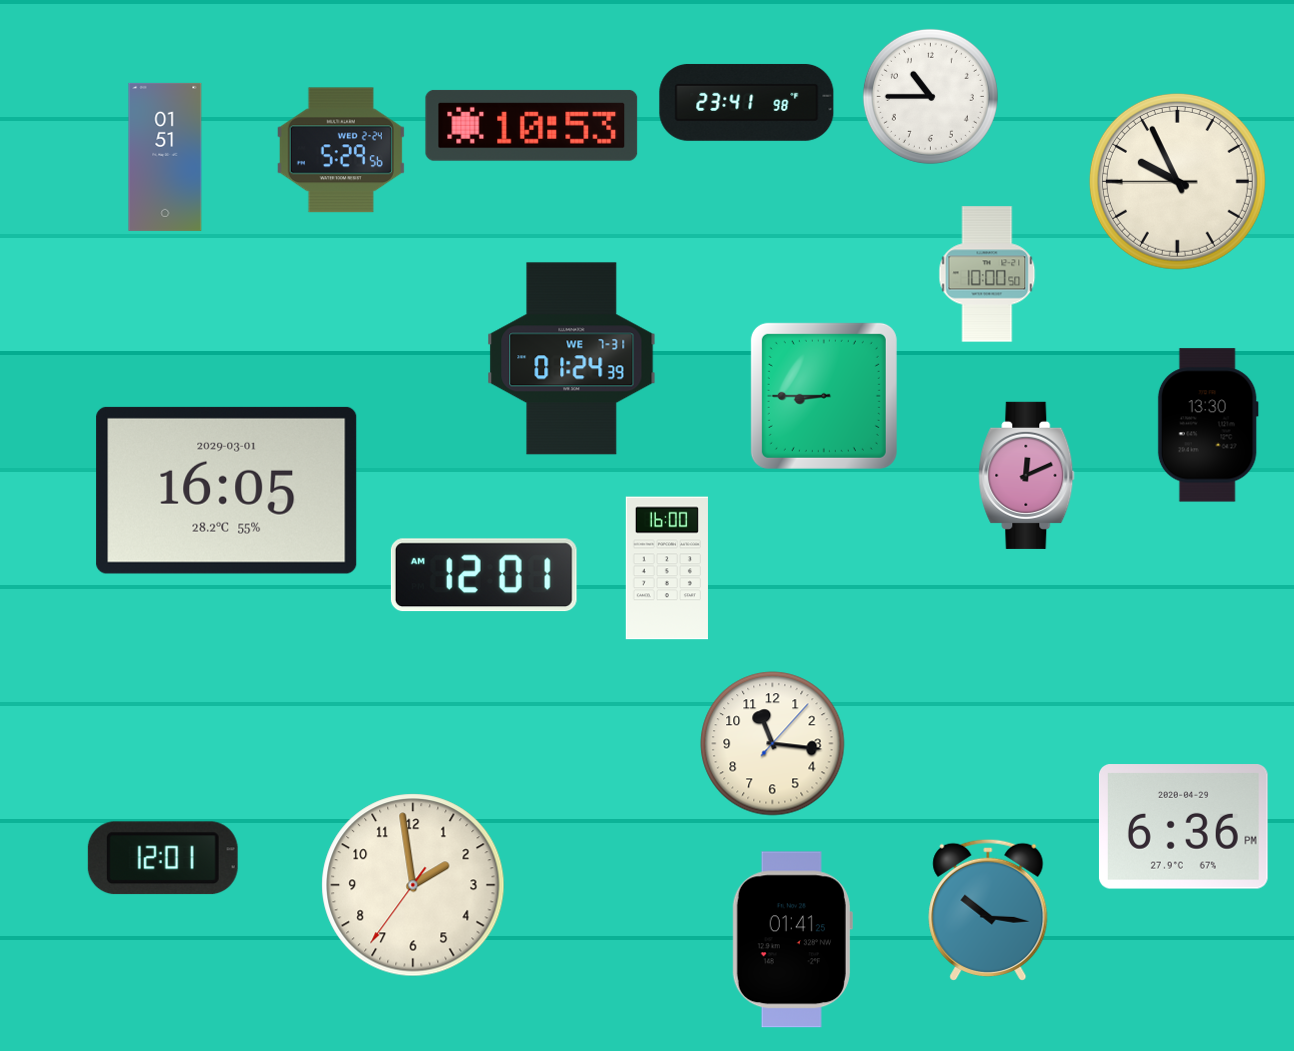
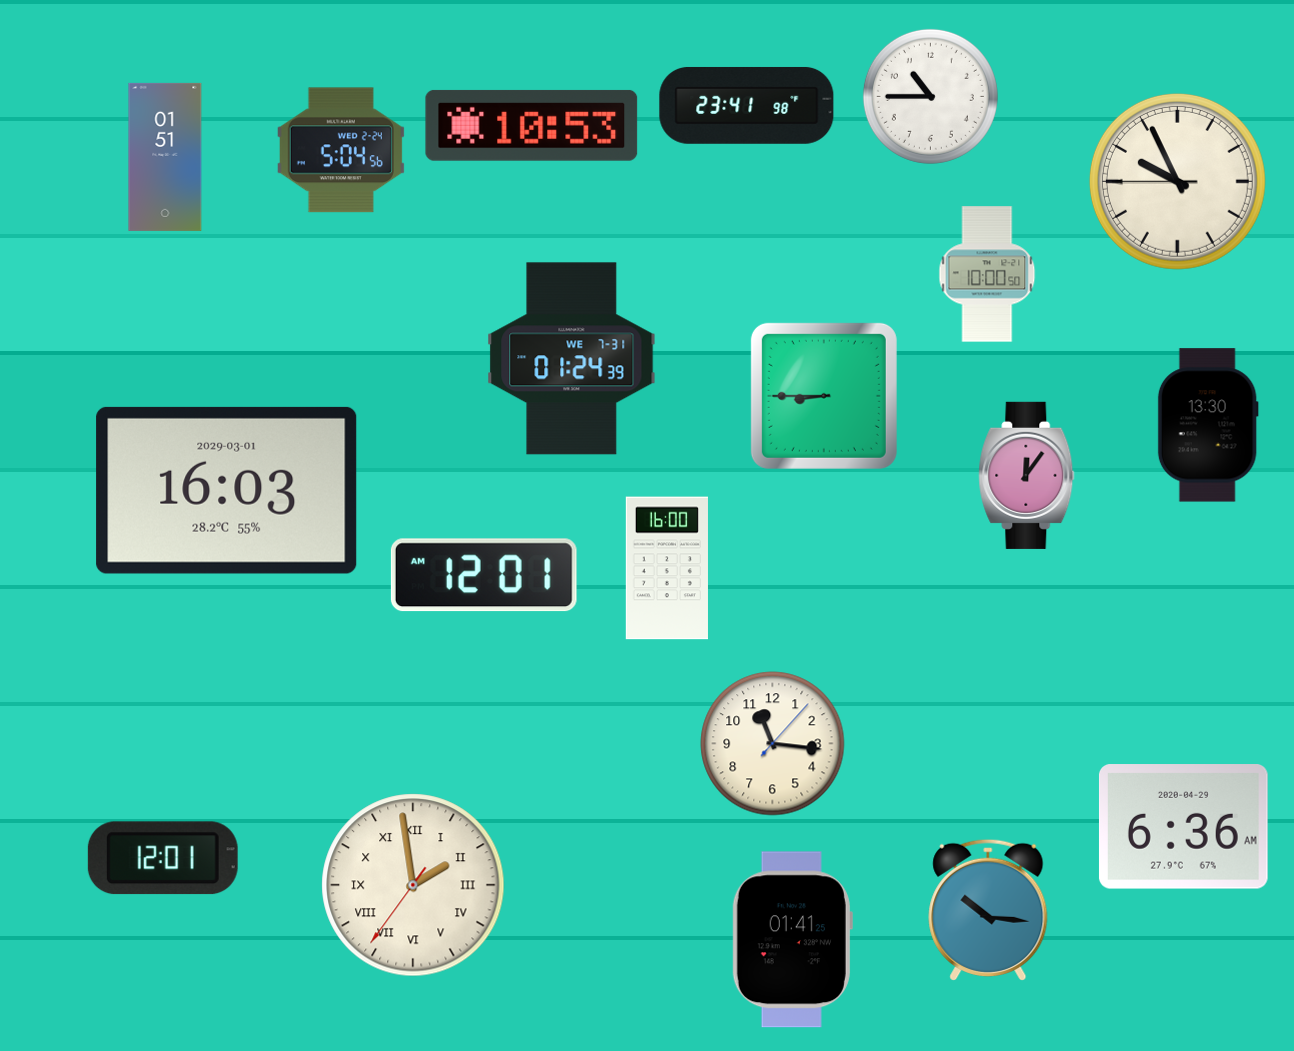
clock at (747, 102) position: (747, 102) -> (747, 105)
clock at (341, 150): 5:29 -> 5:04
clock at (1027, 475): 12:11 -> 12:06
clock at (227, 490): 16:05 -> 16:03
clock at (1183, 827): 6:36 PM -> 6:36 AM
clock at (413, 885) numerals: Arabic -> Roman
